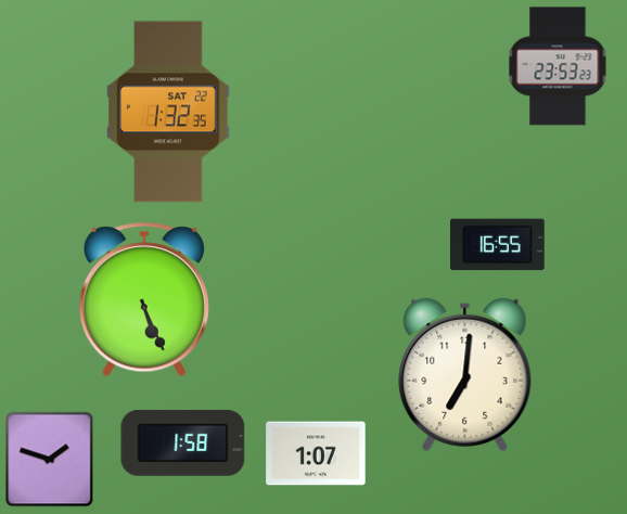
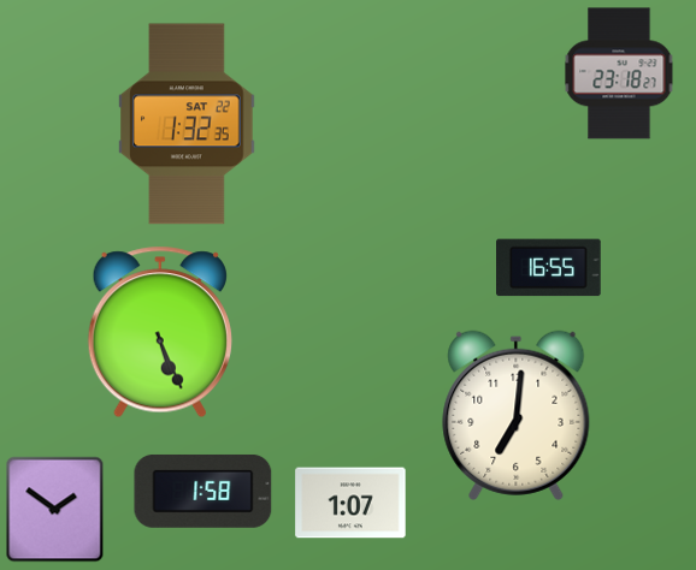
clock at (558, 66): 23:53 -> 23:18
clock at (498, 245) position: (498, 245) -> (549, 268)
clock at (50, 459): 1:48 -> 1:51
